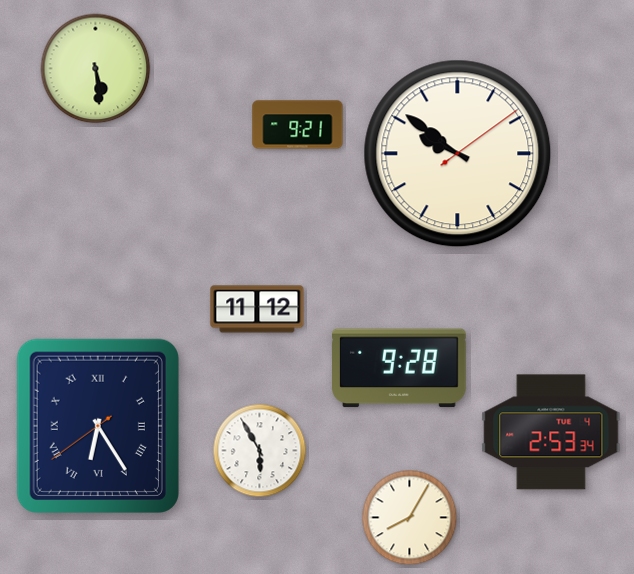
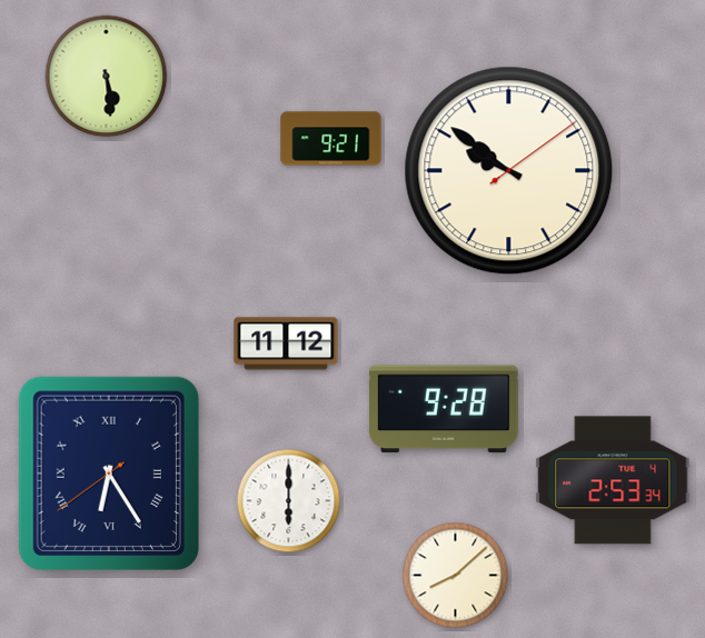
clock at (260, 451): 5:55 -> 6:00
clock at (410, 518): 8:05 -> 8:08
